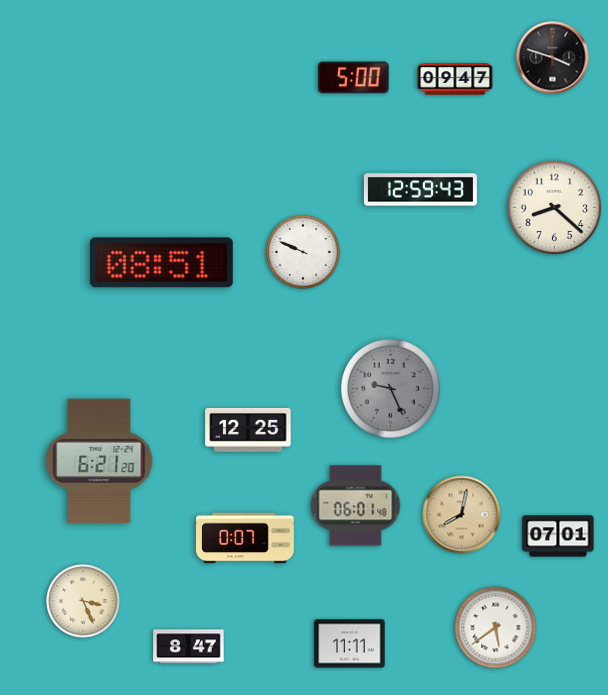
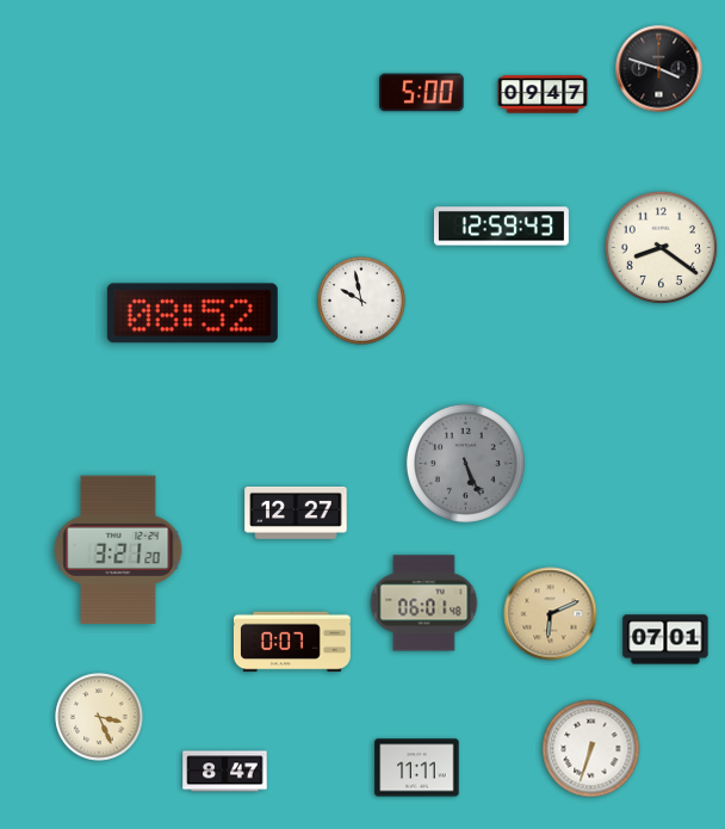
clock at (555, 208): 8:22 -> 8:21
clock at (303, 252): 9:49 -> 9:58
clock at (161, 263): 08:51 -> 08:52
clock at (390, 388): 9:26 -> 5:26
clock at (248, 430): 12:25 -> 12:27
clock at (99, 461): 6:21 -> 3:21
clock at (462, 515): 8:02 -> 6:11
clock at (496, 628): 5:39 -> 6:33
